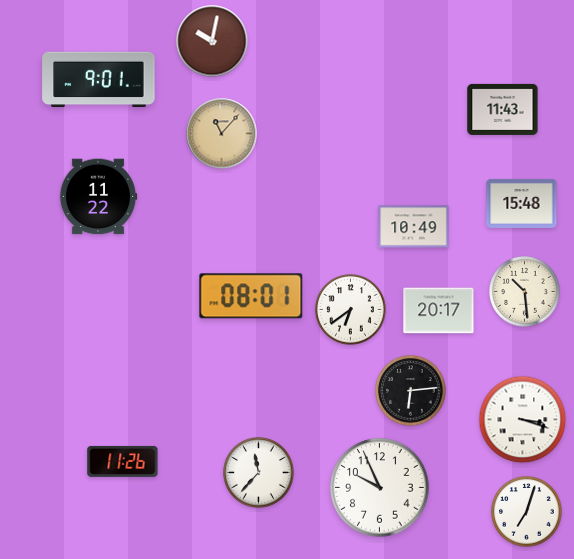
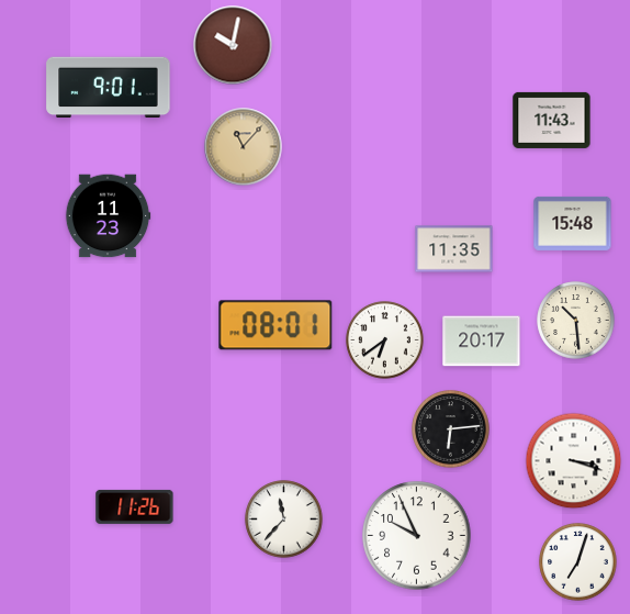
clock at (98, 197): 11:22 -> 11:23
clock at (414, 227): 10:49 -> 11:35
